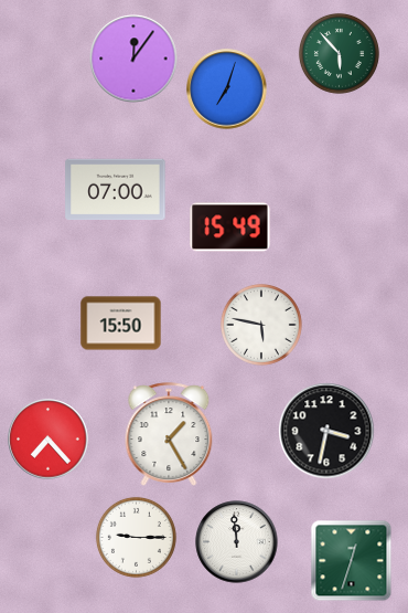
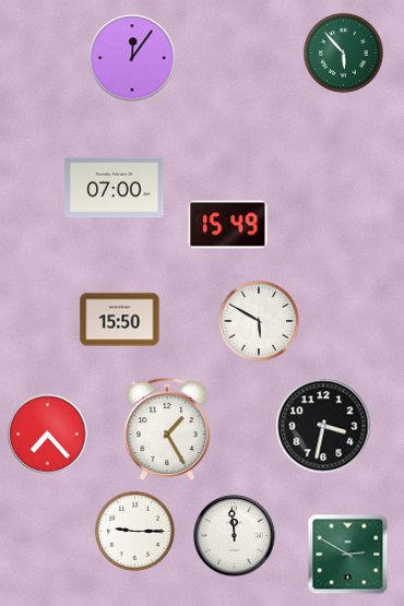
clock at (339, 53) position: (339, 53) -> (343, 52)
clock at (227, 89): 7:03 -> none
clock at (261, 325): 5:47 -> 5:50
clock at (352, 561): 12:33 -> 2:50
